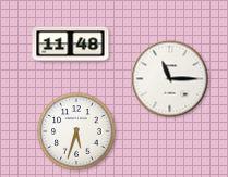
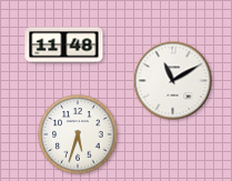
clock at (71, 45) position: (71, 45) -> (64, 46)
clock at (170, 79): 11:15 -> 11:10
